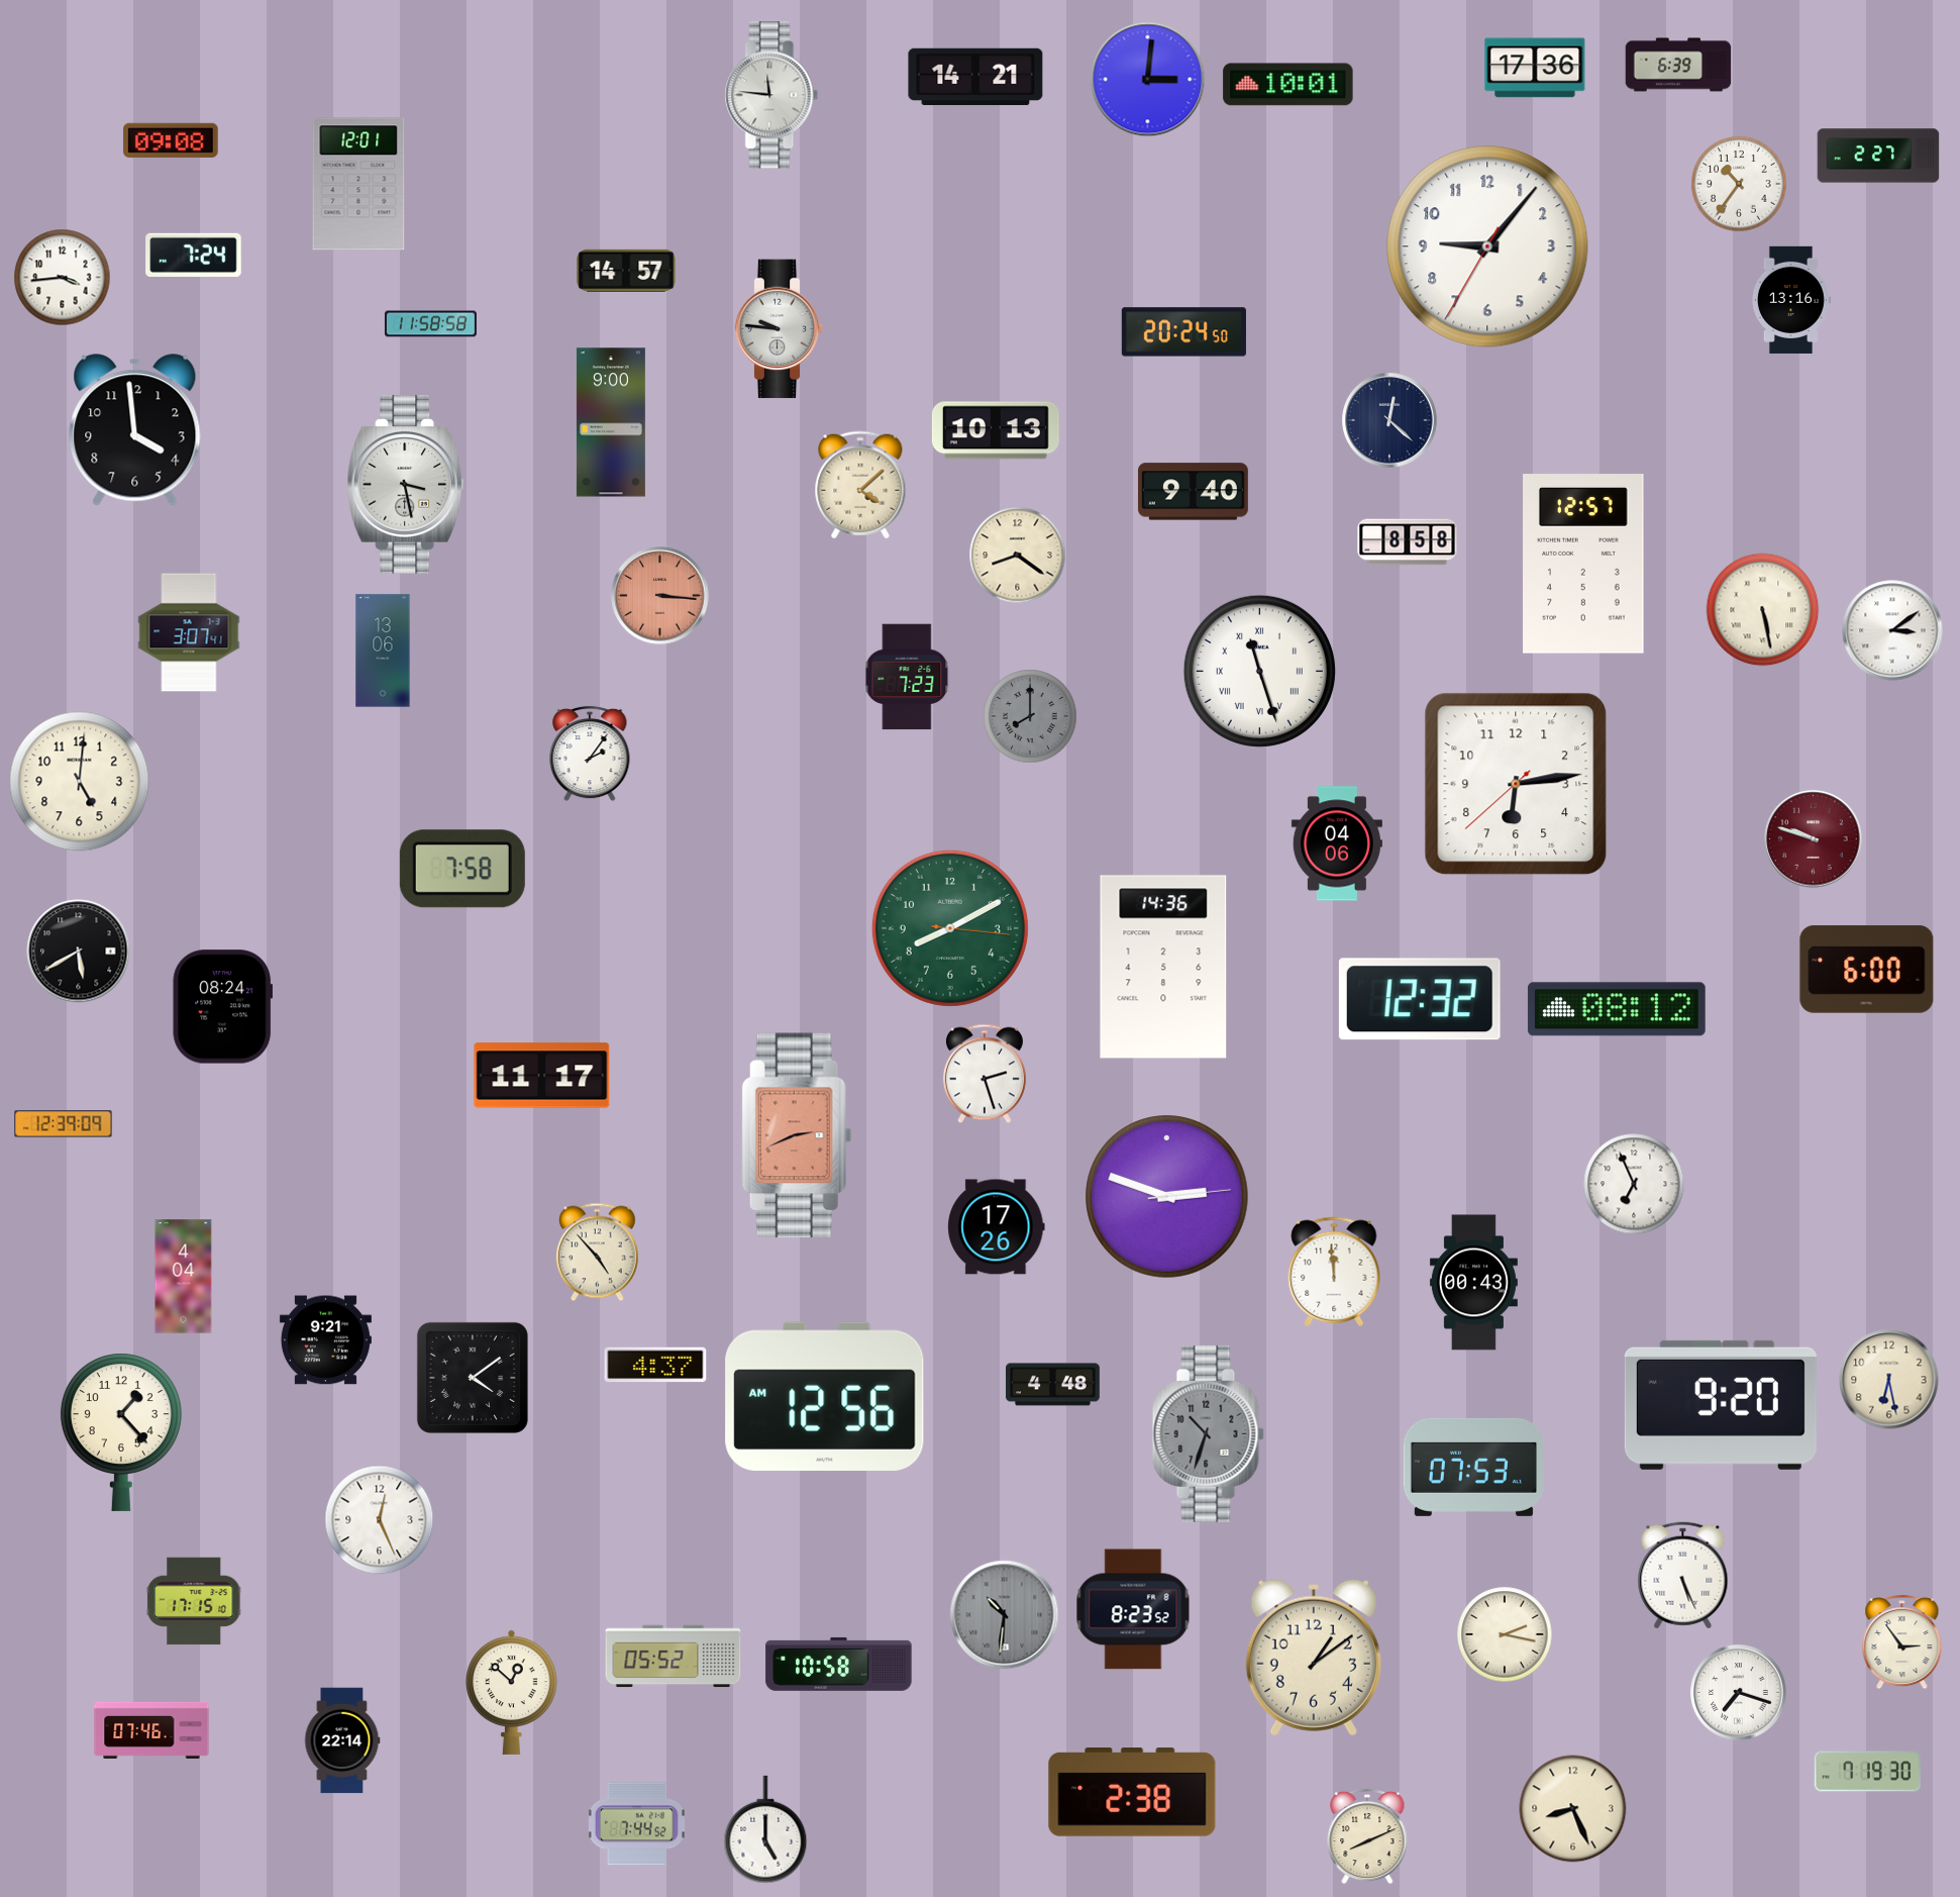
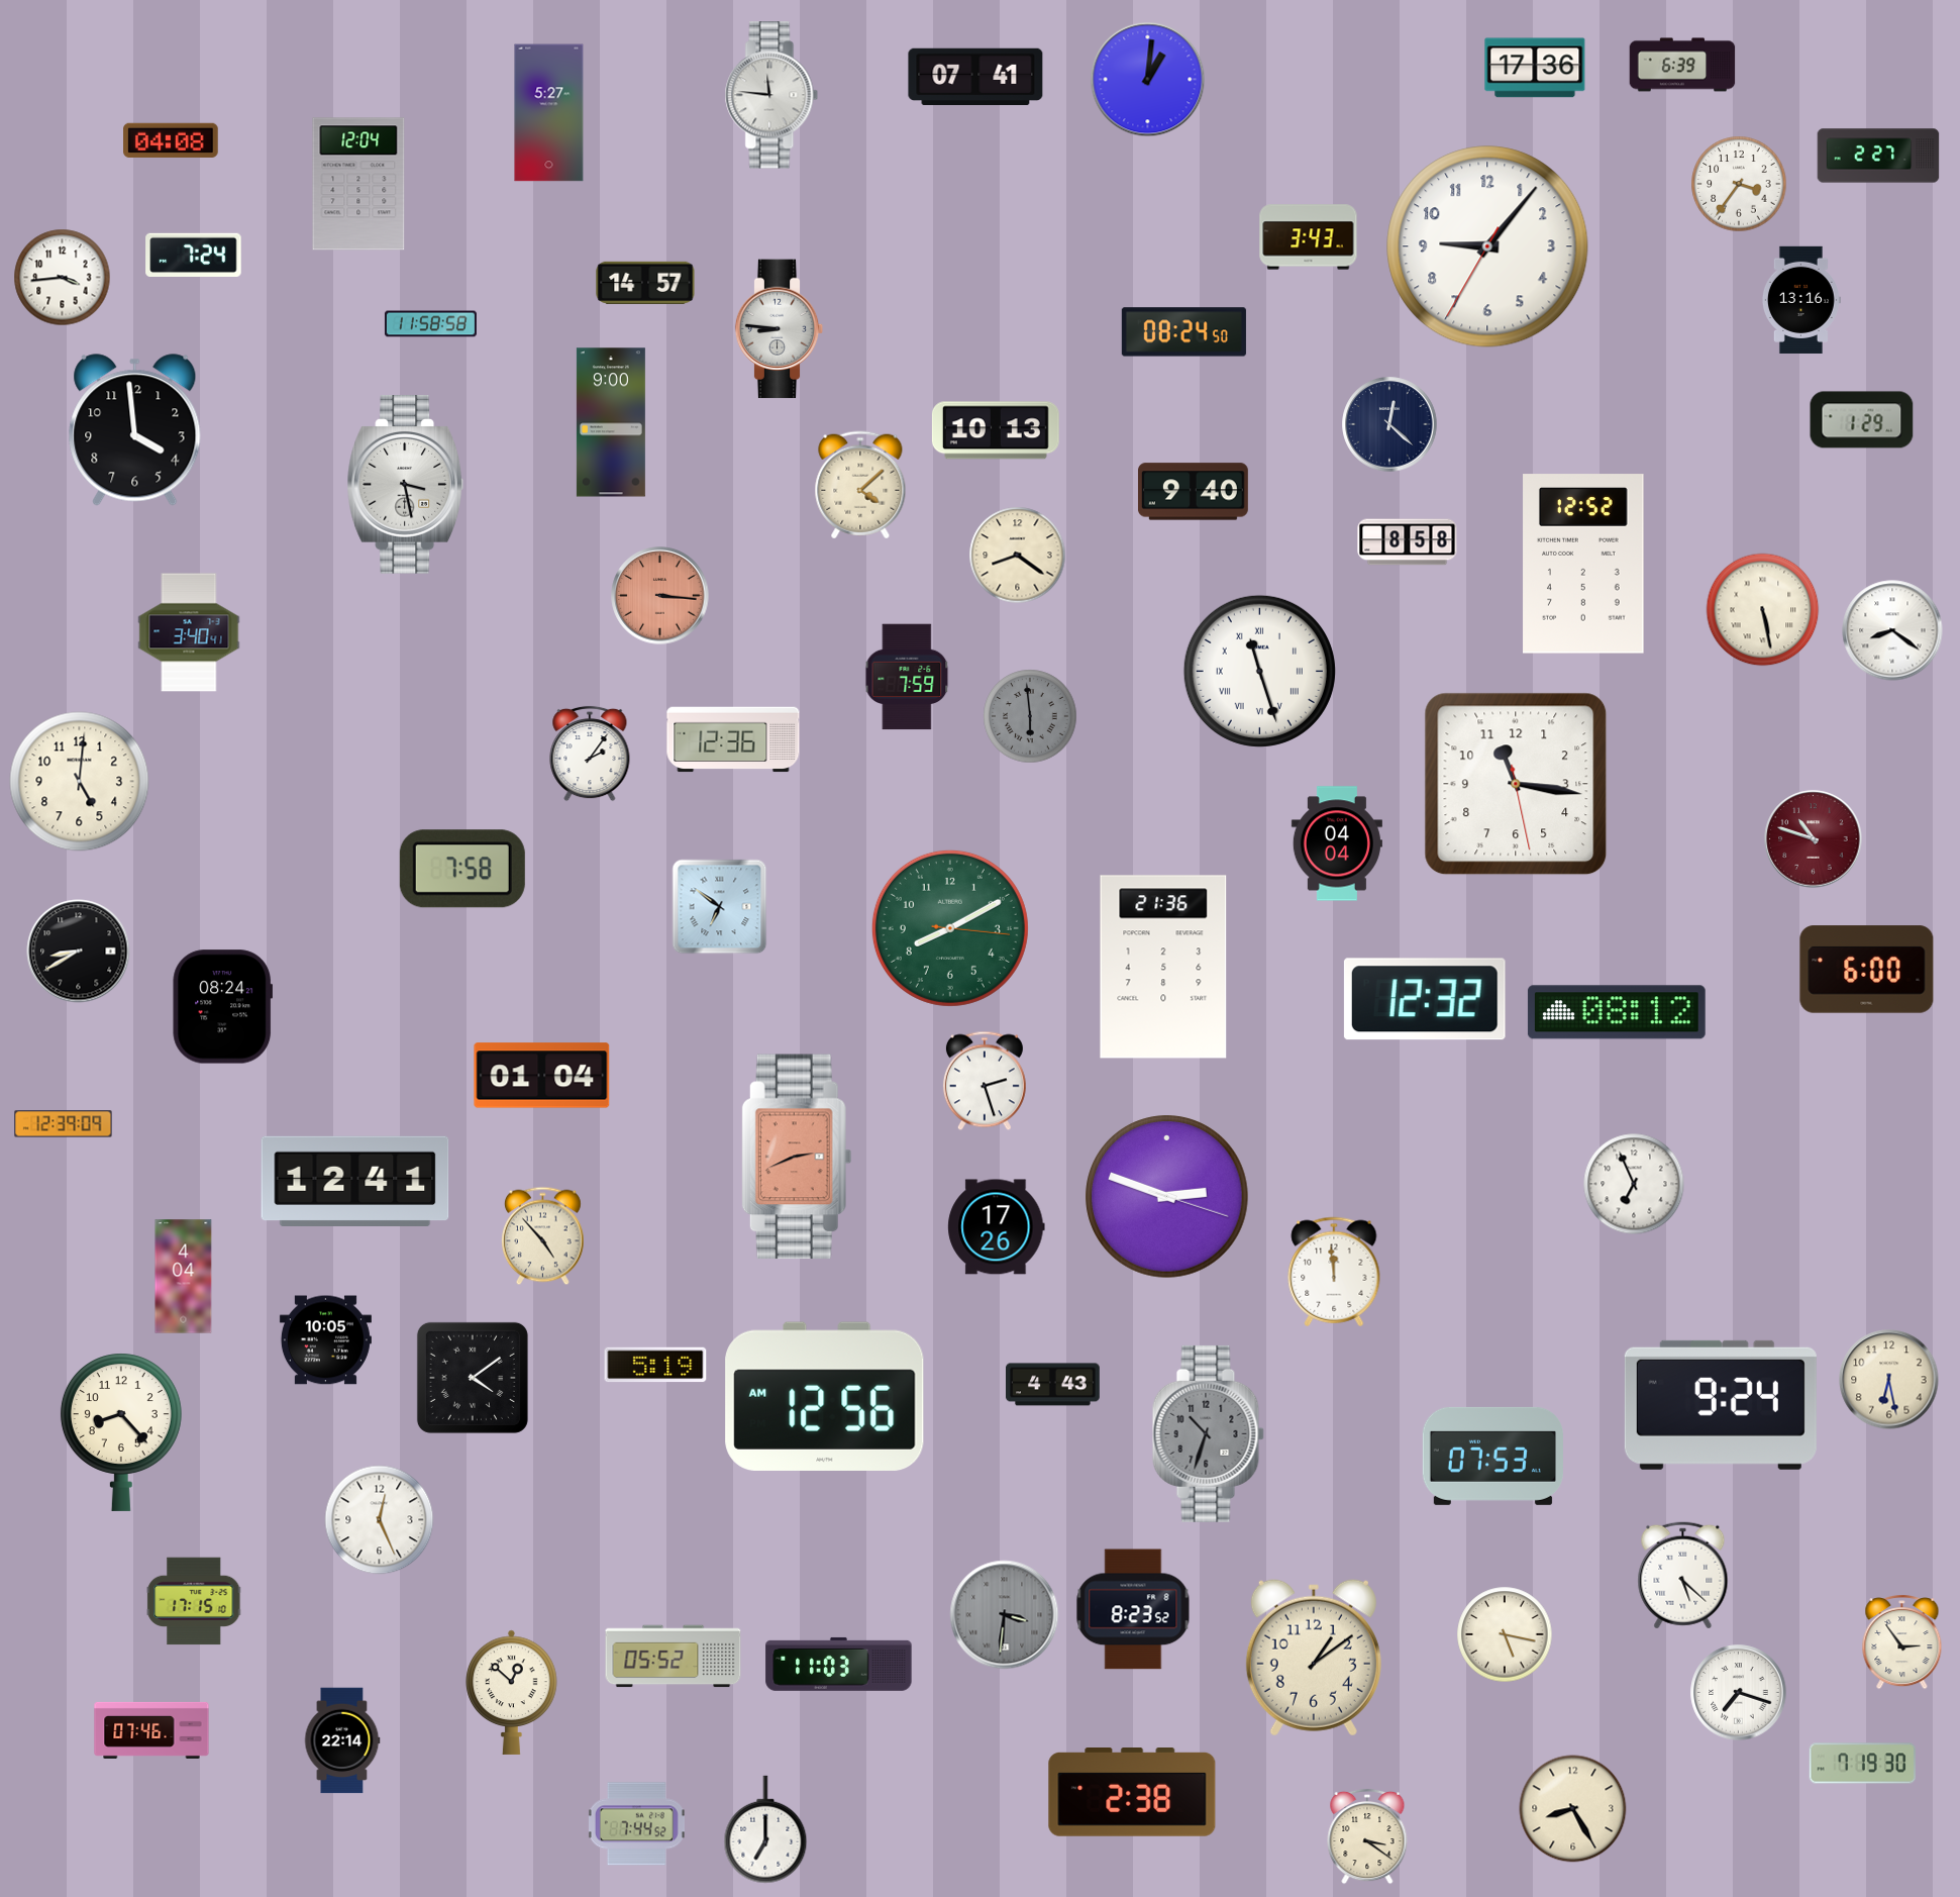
clock at (1678, 65) position: (1678, 65) -> (1682, 65)
clock at (975, 77): 14:21 -> 07:41
clock at (1148, 80): 3:01 -> 1:01
clock at (1288, 85): 10:01 -> none
clock at (549, 113): none -> 5:27
clock at (171, 140): 09:08 -> 04:08
clock at (358, 184): 12:01 -> 12:04
clock at (1739, 184): 10:36 -> 3:36
clock at (1309, 237): none -> 3:43
clock at (626, 271) position: (626, 271) -> (645, 283)
clock at (1790, 300) position: (1790, 300) -> (1800, 300)
clock at (780, 329): 9:46 -> 8:46
clock at (1183, 332): 20:24 -> 08:24
clock at (1389, 420) position: (1389, 420) -> (1389, 424)
clock at (1862, 420): none -> 1:29
clock at (1583, 564): 12:57 -> 12:52
clock at (1892, 630): 3:09 -> 8:21
clock at (189, 632): 3:07 -> 3:40
clock at (383, 651): 13:06 -> none
clock at (907, 677): 7:23 -> 7:59
clock at (1030, 716): 8:00 -> 5:59
clock at (733, 739): none -> 12:36
clock at (1516, 784): 6:13 -> 11:16
clock at (1814, 839): 9:48 -> 10:48
clock at (1337, 843): 04:06 -> 04:04
clock at (720, 907): none -> 6:51
clock at (79, 952): 5:40 -> 8:40
clock at (1163, 967): 14:36 -> 21:36
clock at (1420, 999) position: (1420, 999) -> (1425, 999)
clock at (1617, 1009) position: (1617, 1009) -> (1617, 1012)
clock at (985, 1074) position: (985, 1074) -> (985, 1081)
clock at (542, 1076): 11:17 -> 01:04
clock at (797, 1135) position: (797, 1135) -> (797, 1157)
clock at (355, 1181): none -> 12:41
clock at (1167, 1197): 2:48:14 -> 2:48:18
clock at (597, 1253) position: (597, 1253) -> (542, 1236)
clock at (1473, 1283): 00:43 -> none
clock at (325, 1340): 9:21 -> 10:05
clock at (655, 1365): 4:37 -> 5:19
clock at (1053, 1385): 4:48 -> 4:43
clock at (1721, 1405): 9:20 -> 9:24
clock at (121, 1432): 1:23 -> 8:23
clock at (1473, 1467) position: (1473, 1467) -> (1492, 1456)
clock at (1683, 1576): 5:26 -> 5:22
clock at (1005, 1615): 10:31 -> 3:31
clock at (1505, 1634): 2:17 -> 5:17
clock at (839, 1664): 10:58 -> 11:03
clock at (1867, 1772) position: (1867, 1772) -> (1862, 1764)
clock at (1573, 1809): 8:26 -> 8:25
clock at (765, 1829): 5:00 -> 7:00
clock at (1367, 1836): 8:11 -> 3:21
